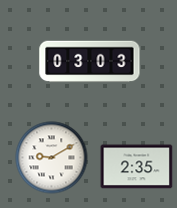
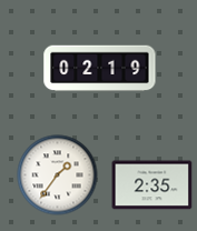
clock at (90, 62): 03:03 -> 02:19
clock at (52, 158): 9:10 -> 1:36
